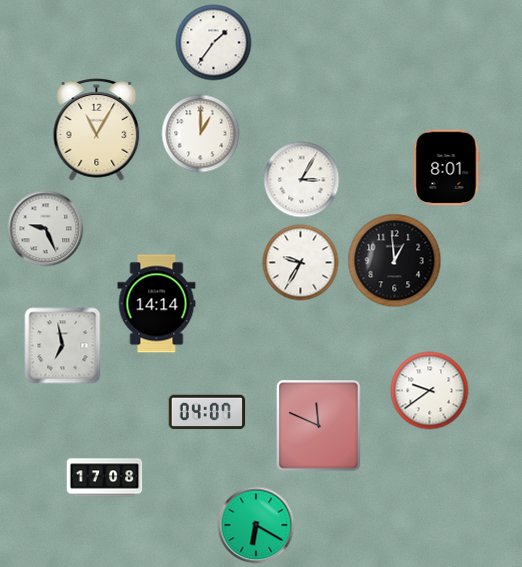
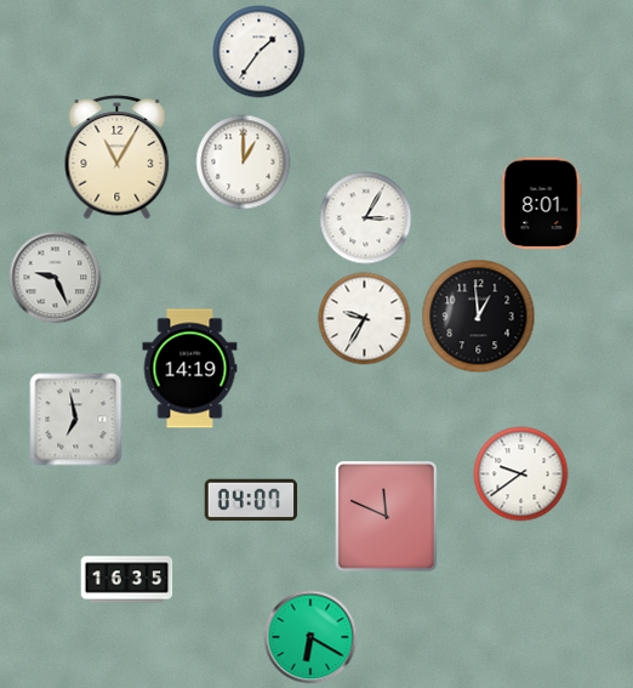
clock at (157, 304): 14:14 -> 14:19
clock at (105, 478): 17:08 -> 16:35
